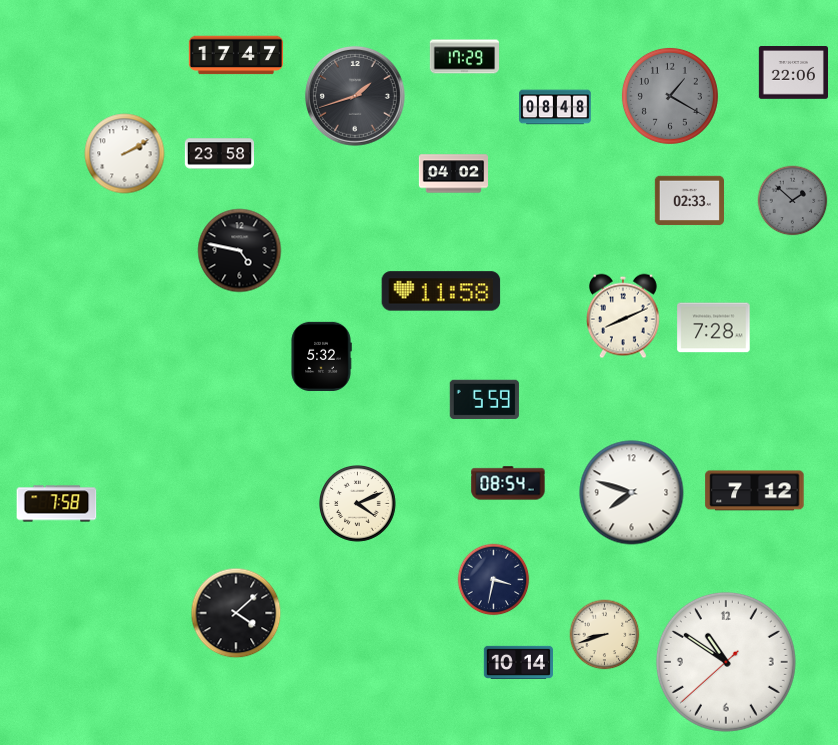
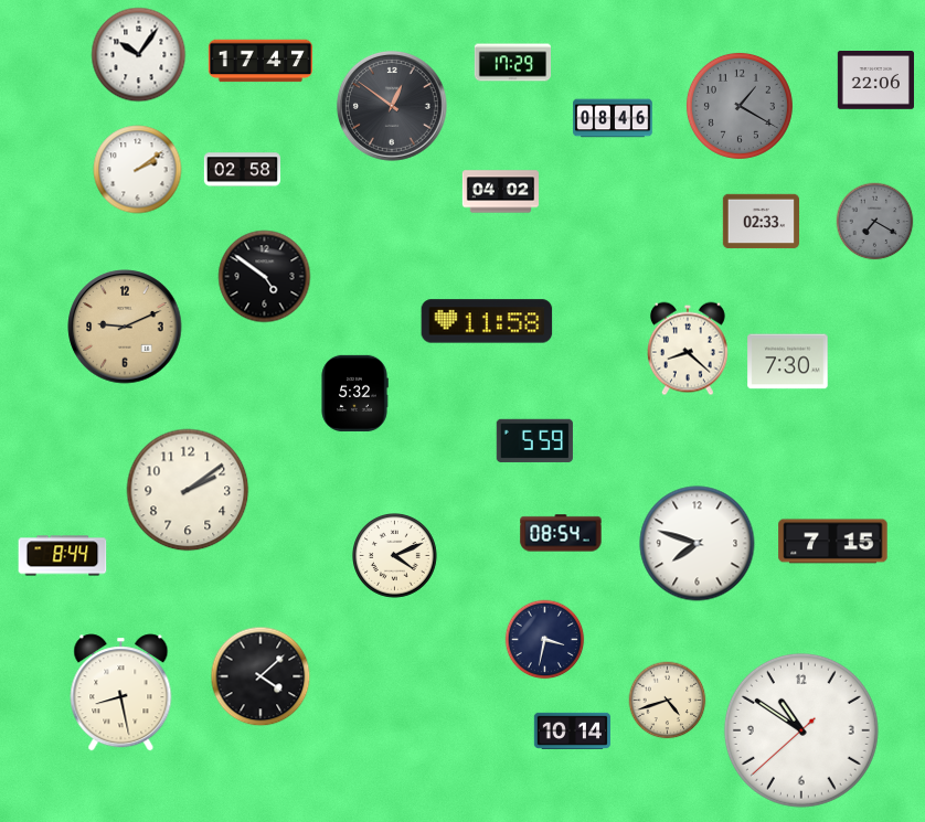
clock at (139, 55): none -> 10:06
clock at (355, 96): 1:42 -> 12:51
clock at (555, 107): 08:48 -> 08:46
clock at (125, 154): 2:10 -> 2:09
clock at (220, 154): 23:58 -> 02:58
clock at (793, 201): 1:52 -> 7:20
clock at (240, 251): 4:47 -> 4:51
clock at (125, 327): none -> 9:11
clock at (623, 316): 8:11 -> 8:22
clock at (714, 328): 7:28 -> 7:30
clock at (188, 490): none -> 2:09
clock at (755, 491): 7:12 -> 7:15
clock at (57, 504): 7:58 -> 8:44
clock at (121, 693): none -> 8:28
clock at (605, 635): 8:42 -> 4:42
